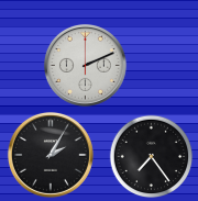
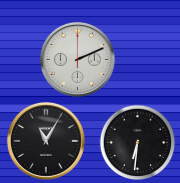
clock at (51, 155): 2:05 -> 11:05
clock at (152, 157): 7:24 -> 6:31
